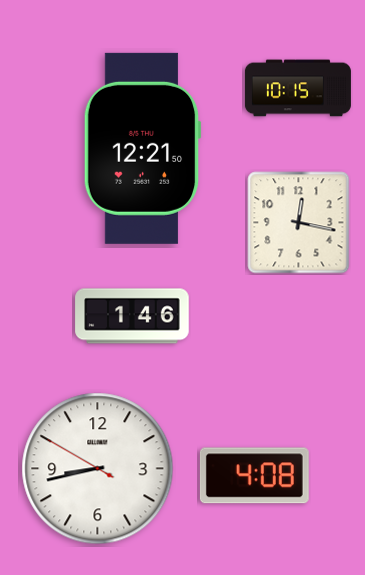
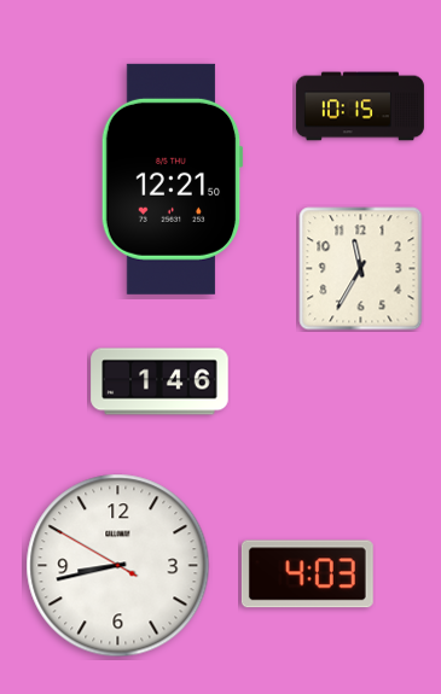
clock at (299, 223): 12:17 -> 11:35
clock at (254, 476): 4:08 -> 4:03
